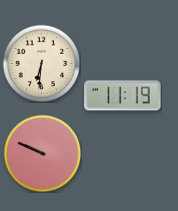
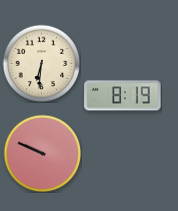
clock at (123, 96): 11:19 -> 8:19
